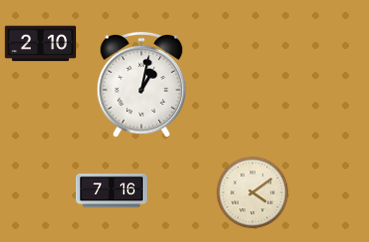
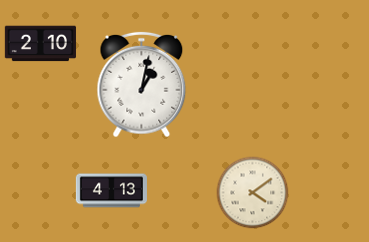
clock at (111, 191): 7:16 -> 4:13
